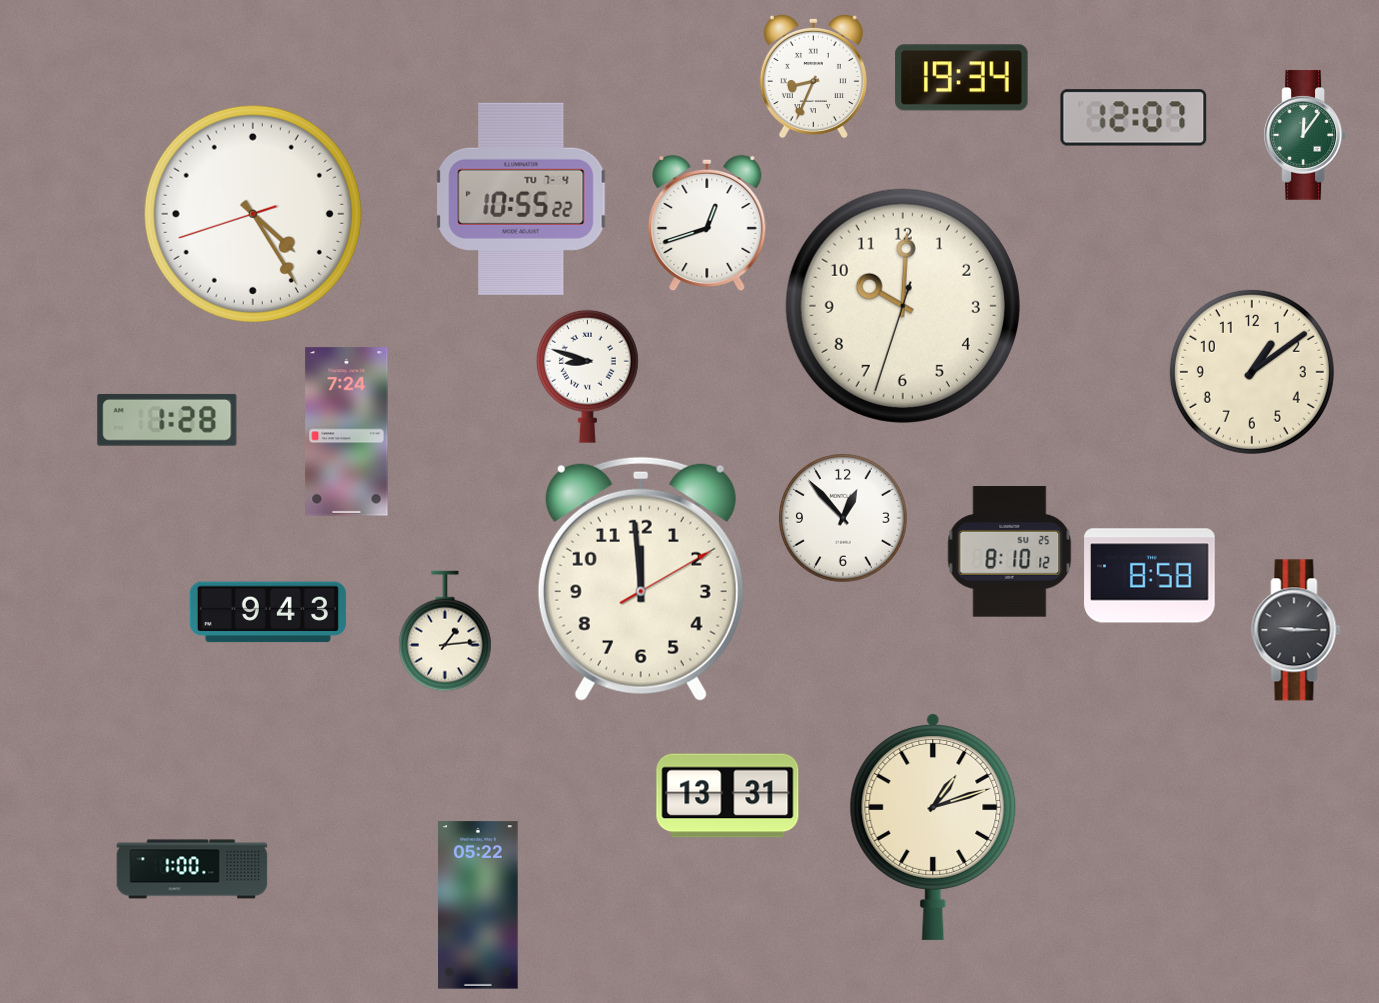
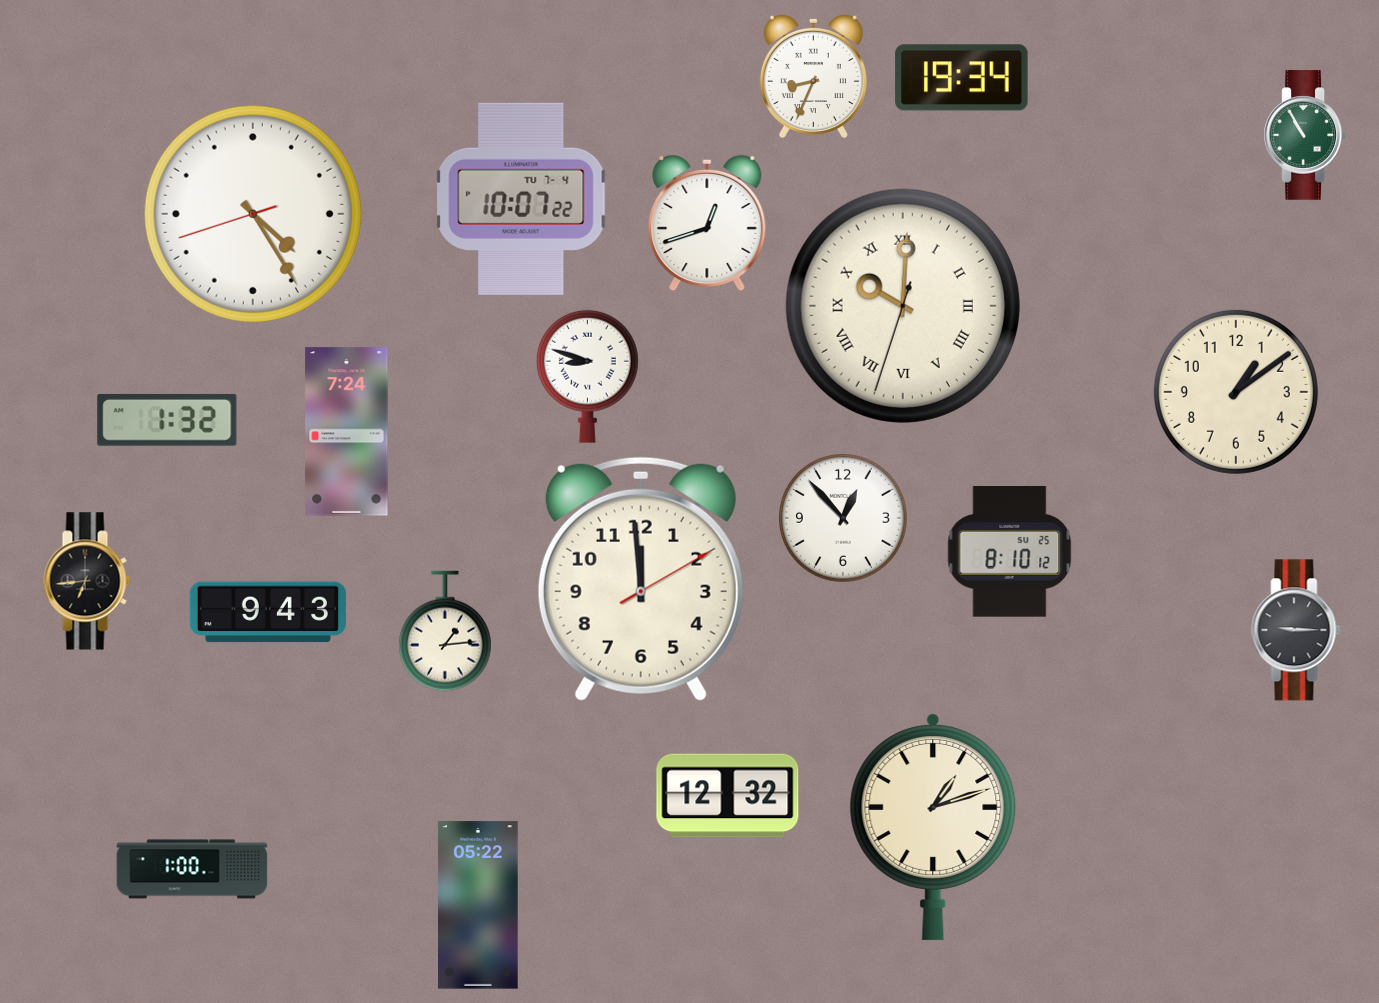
clock at (1134, 118): 12:07 -> none
clock at (1304, 135): 12:06 -> 10:55
clock at (521, 199): 10:55 -> 10:07
clock at (903, 306) numerals: Arabic -> Roman
clock at (1252, 372) position: (1252, 372) -> (1236, 392)
clock at (167, 420): 1:28 -> 1:32
clock at (1150, 576): 8:58 -> none
clock at (87, 581): none -> 6:44
clock at (728, 796): 13:31 -> 12:32
